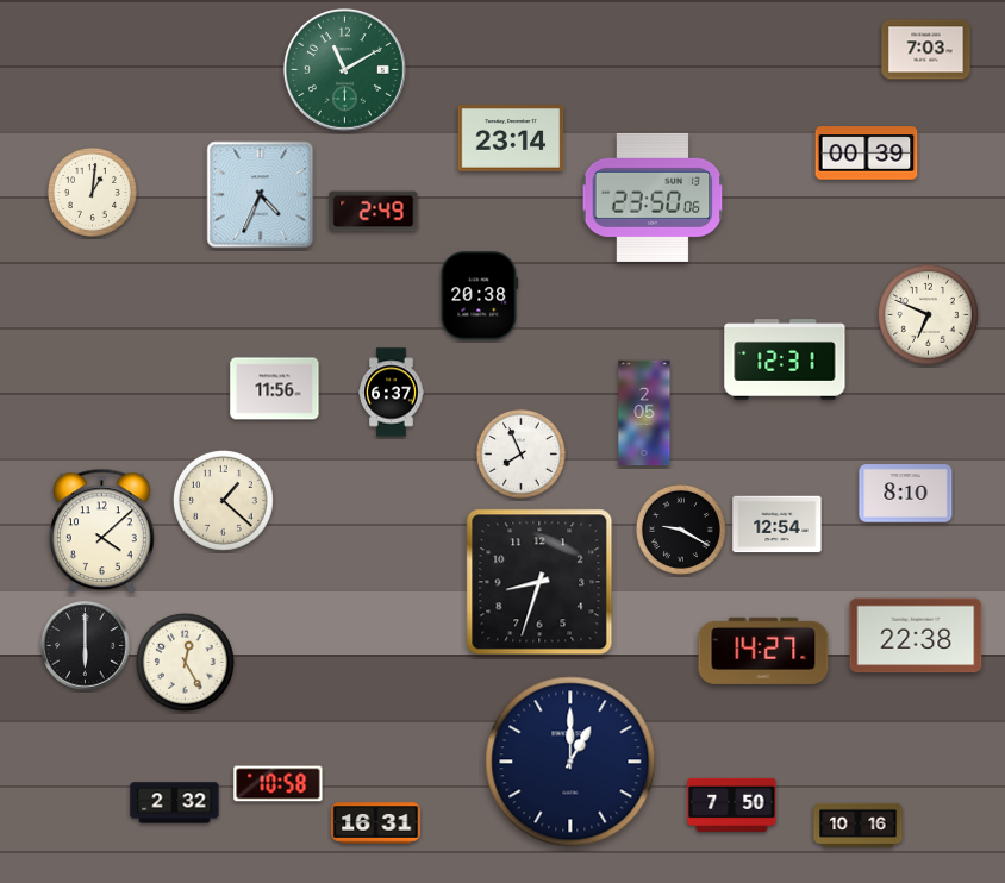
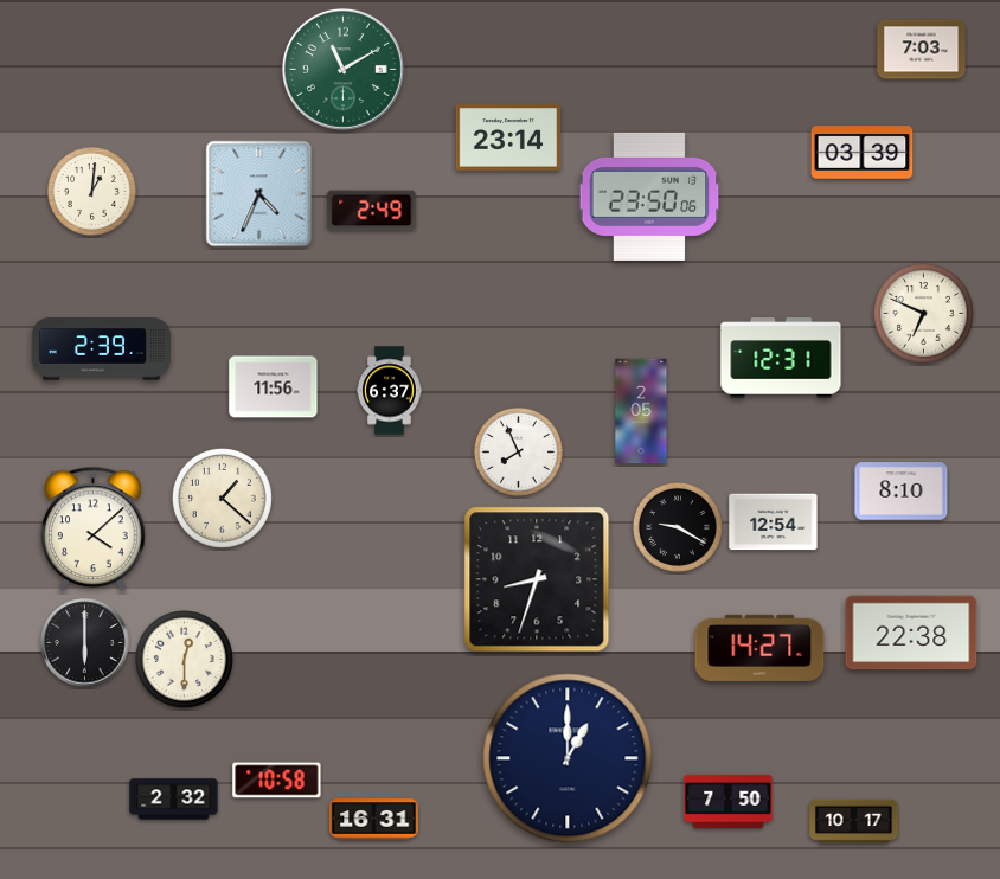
clock at (867, 154): 00:39 -> 03:39
clock at (480, 296): 20:38 -> none
clock at (101, 349): none -> 2:39
clock at (102, 532) position: (102, 532) -> (94, 530)
clock at (185, 662): 12:25 -> 12:30
clock at (859, 826): 10:16 -> 10:17
